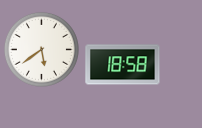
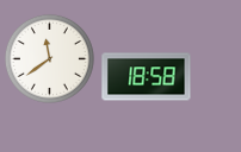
clock at (41, 49): 5:39 -> 11:39
